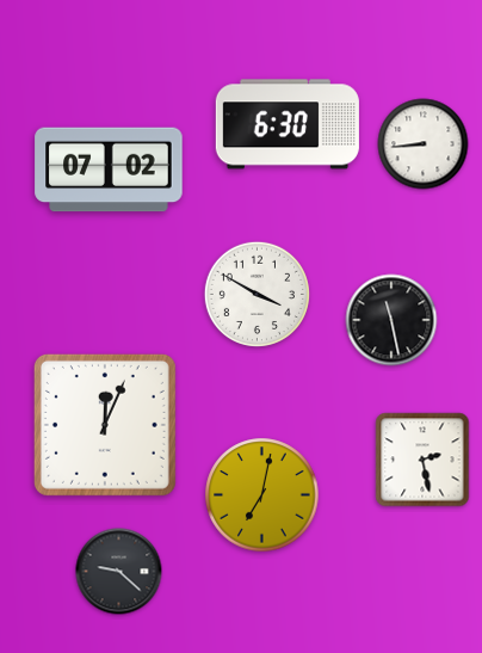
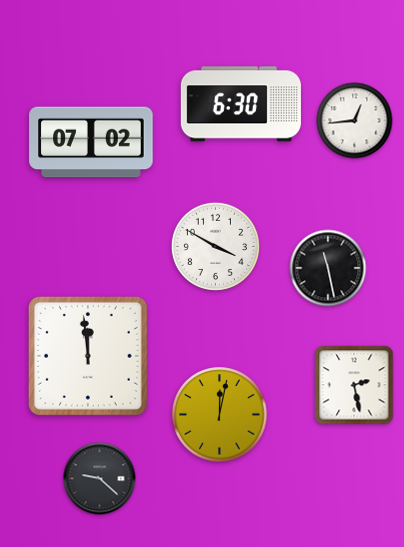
clock at (424, 144): 8:44 -> 12:44
clock at (105, 425): 12:04 -> 11:59
clock at (262, 495): 7:02 -> 12:02
